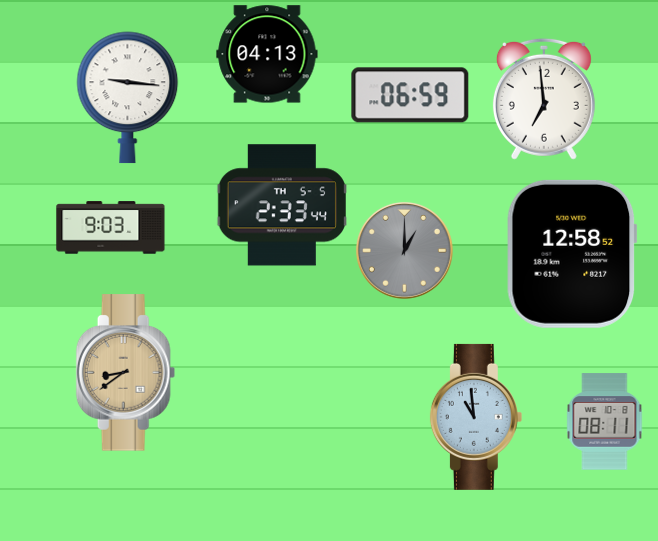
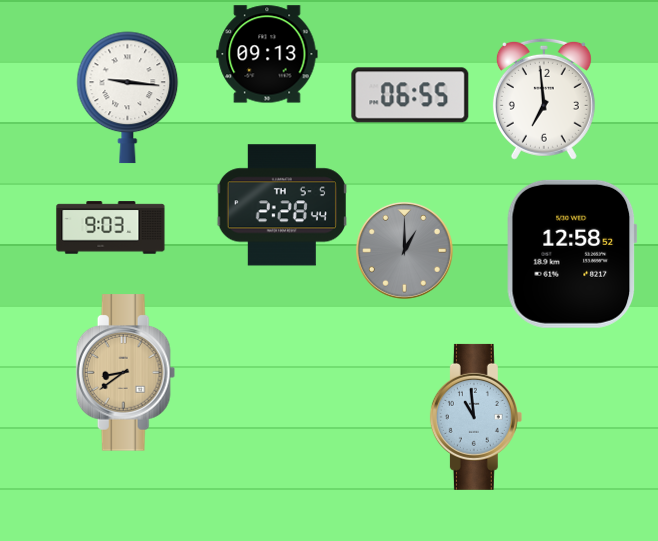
clock at (267, 54): 04:13 -> 09:13
clock at (410, 95): 06:59 -> 06:55
clock at (282, 205): 2:33 -> 2:28
clock at (605, 422): 08:11 -> none
